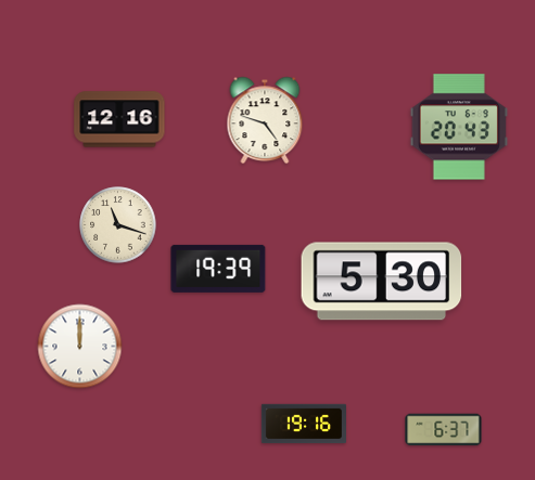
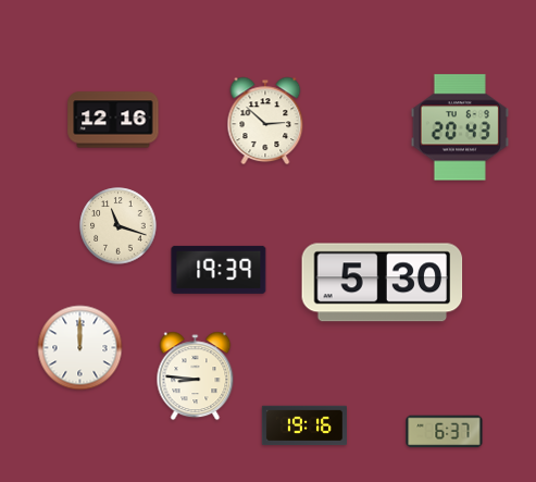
clock at (119, 119) position: (119, 119) -> (113, 120)
clock at (265, 120): 4:48 -> 2:52
clock at (196, 376): none -> 8:46
